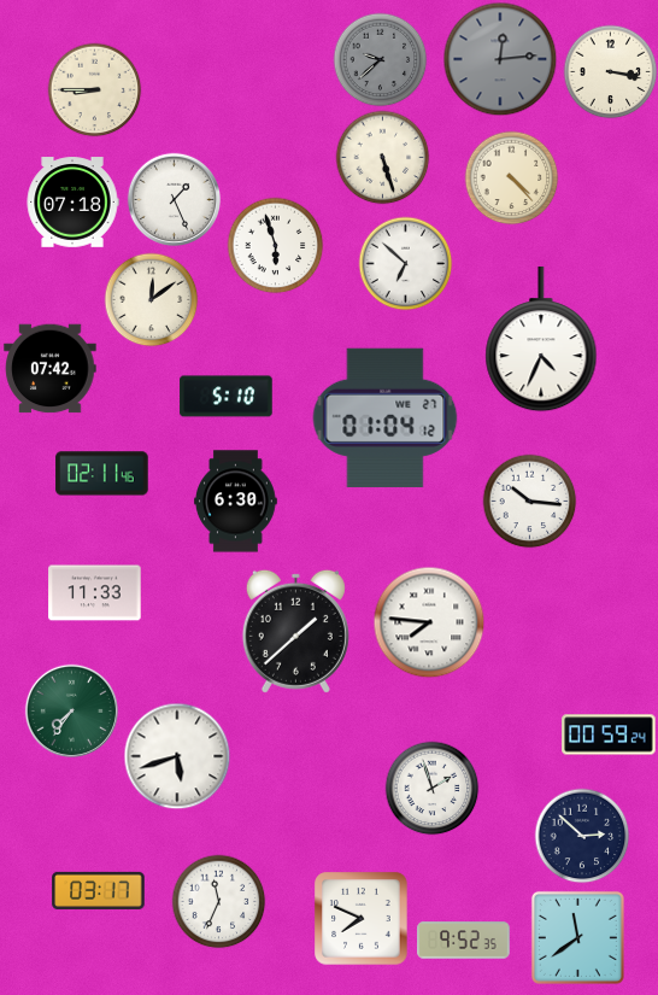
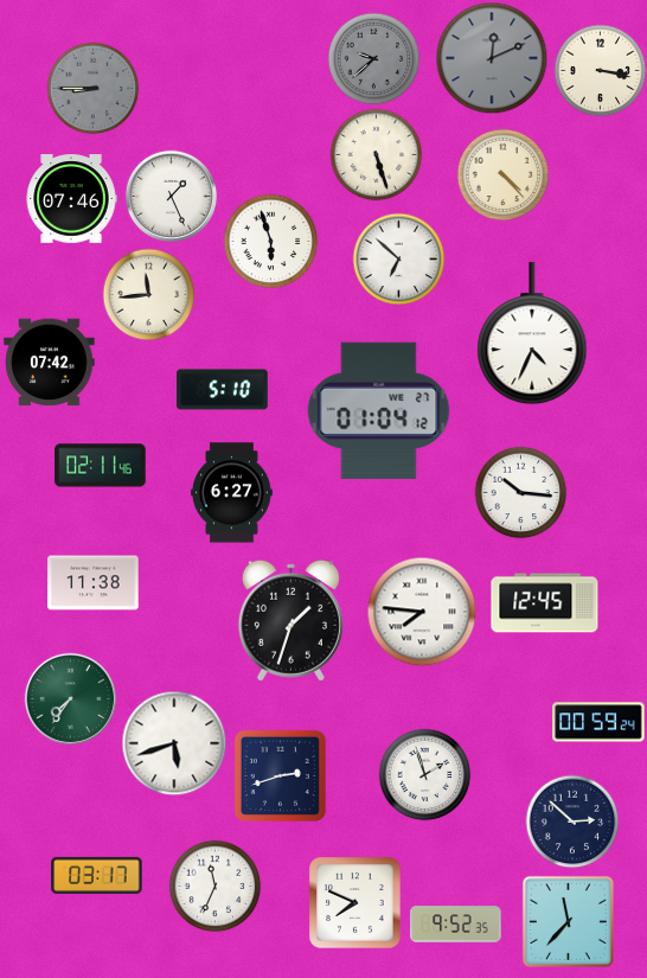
clock at (500, 59): 12:14 -> 12:11
clock at (94, 89) dial: cream -> grey
clock at (72, 203): 07:18 -> 07:46
clock at (151, 299): 12:09 -> 11:44
clock at (235, 502): 6:30 -> 6:27
clock at (95, 593): 11:33 -> 11:38
clock at (545, 603): none -> 12:45
clock at (295, 631): 1:38 -> 1:33
clock at (280, 775): none -> 2:42
clock at (577, 937): 11:39 -> 11:37
